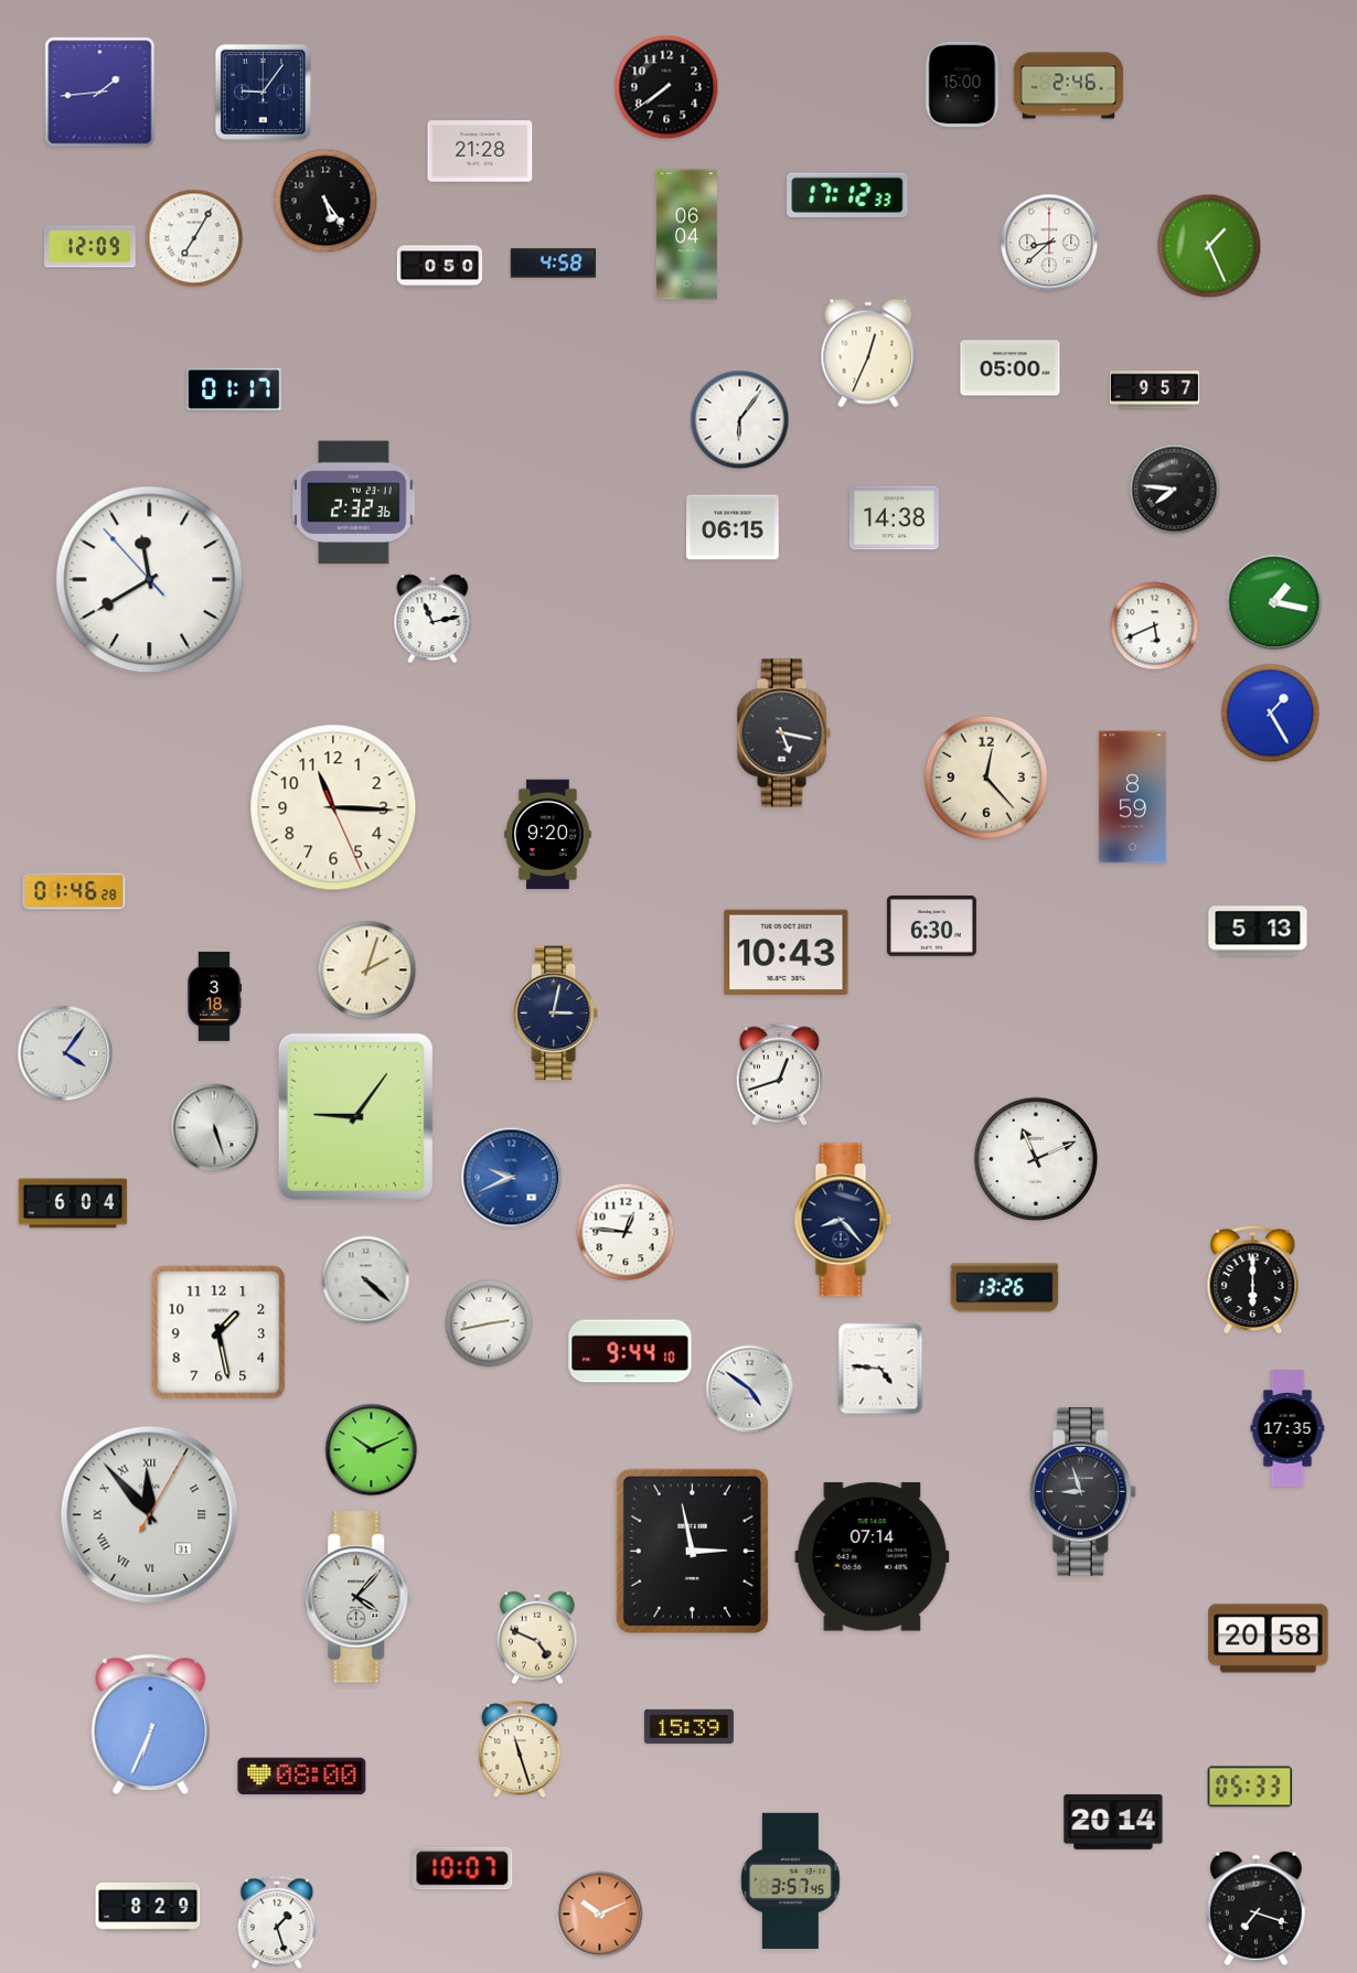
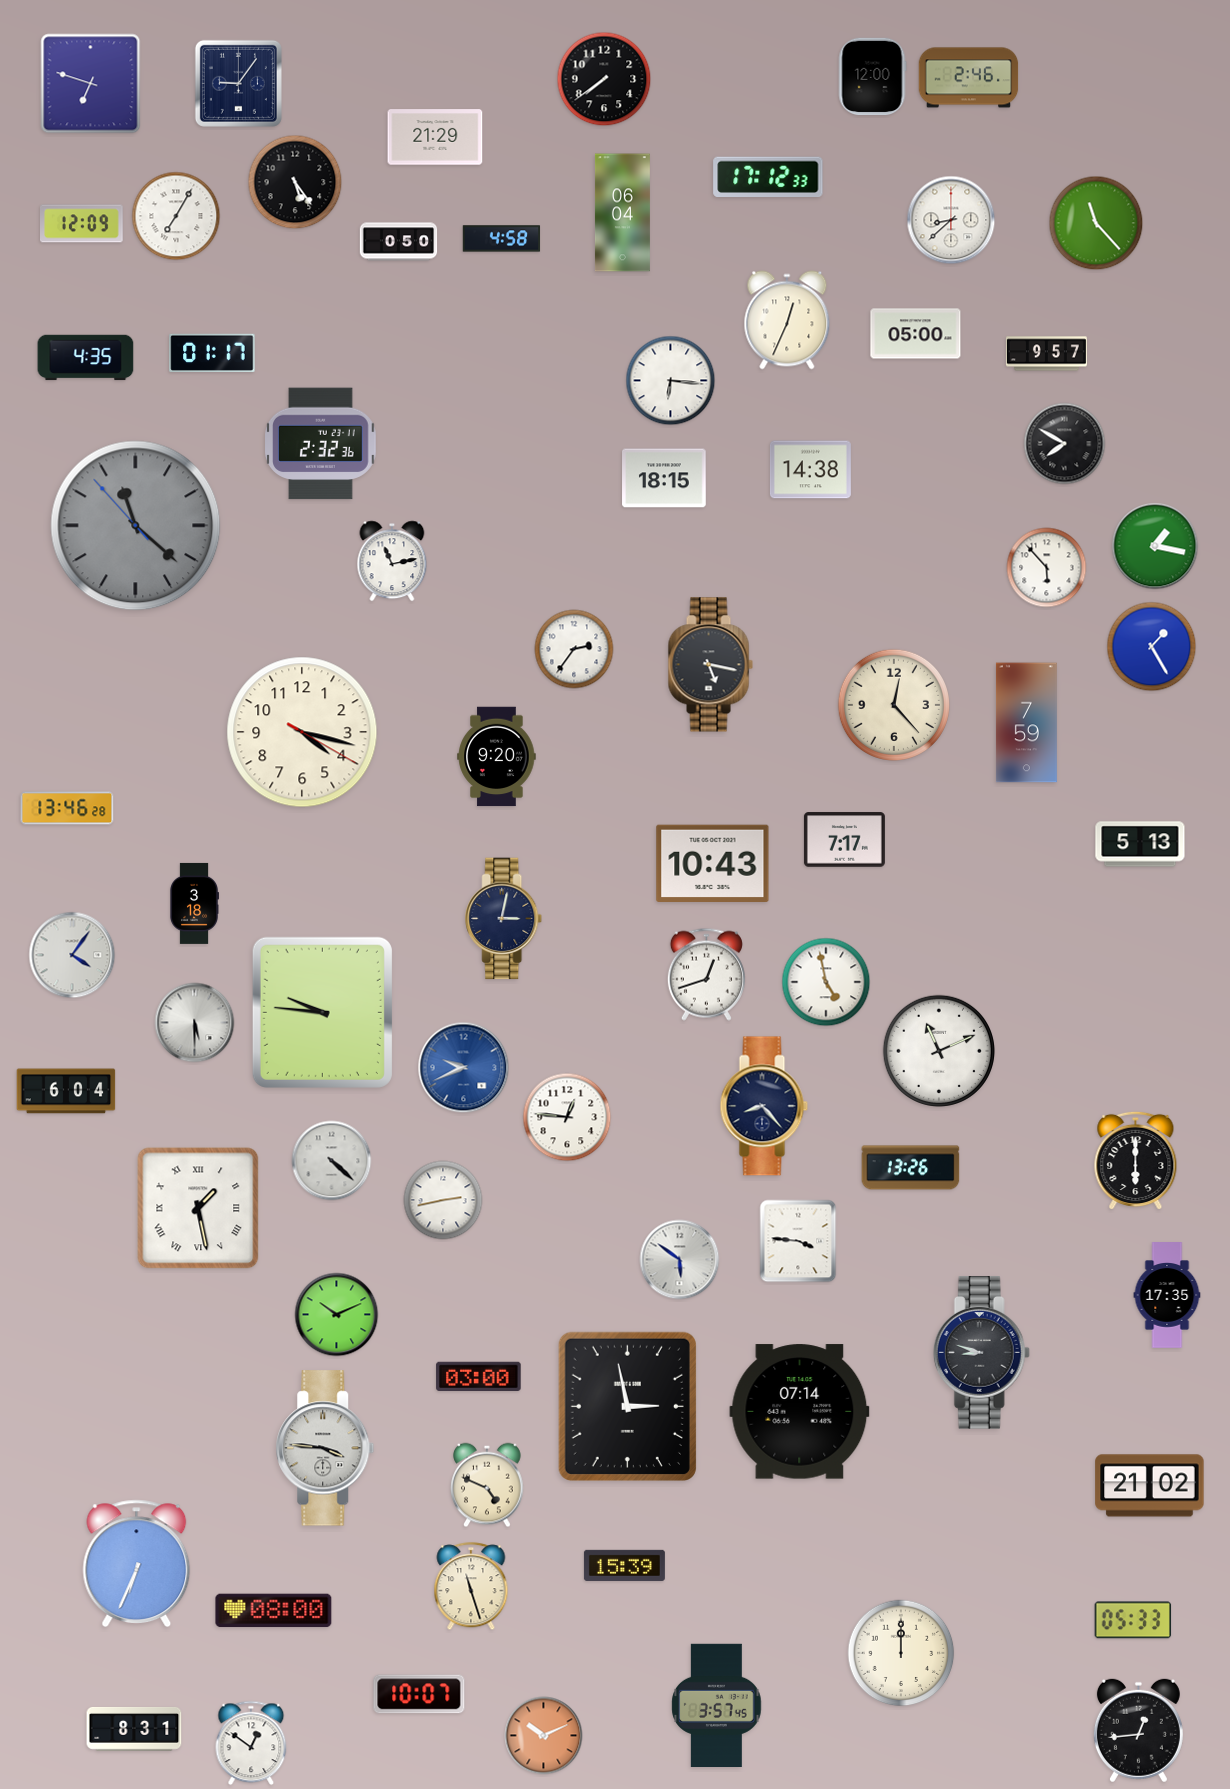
clock at (962, 85): 15:00 -> 12:00
clock at (100, 93): 1:44 -> 6:48
clock at (480, 151): 21:28 -> 21:29
clock at (1209, 246): 1:26 -> 11:23
clock at (86, 358): none -> 4:35
clock at (740, 420): 6:06 -> 6:16
clock at (1175, 490): 7:46 -> 7:50
clock at (354, 503) position: (354, 503) -> (321, 444)
clock at (733, 527): 06:15 -> 18:15
clock at (150, 580): 11:39 -> 11:21
clock at (150, 580) dial: white -> grey
clock at (1155, 626): 5:41 -> 5:53
clock at (574, 649): none -> 2:36
clock at (1132, 797): 8:59 -> 7:59
clock at (333, 807): 11:15 -> 4:17
clock at (74, 891): 01:46 -> 13:46
clock at (931, 926): 6:30 -> 7:17
clock at (367, 971): 2:03 -> none
clock at (65, 1053) position: (65, 1053) -> (72, 955)
clock at (826, 982): none -> 4:58
clock at (355, 1116): 9:06 -> 9:46
clock at (215, 1128): 5:27 -> 5:30
clock at (218, 1332) numerals: Arabic -> Roman
clock at (630, 1351): 9:44 -> none
clock at (880, 1369): 4:46 -> 3:46
clock at (750, 1390): 4:51 -> 5:51
clock at (1082, 1492): 8:57 -> 8:48
clock at (150, 1515): 11:53 -> none
clock at (479, 1376): none -> 03:00
clock at (873, 1557) position: (873, 1557) -> (800, 1412)
clock at (359, 1597): 4:07 -> 3:46
clock at (1269, 1639): 20:58 -> 21:02
clock at (1113, 1822): 20:14 -> none
clock at (901, 1653): none -> 12:00
clock at (148, 1907): 8:29 -> 8:31
clock at (1256, 1909): 7:18 -> 12:44
clock at (277, 1922): 1:27 -> 12:51
